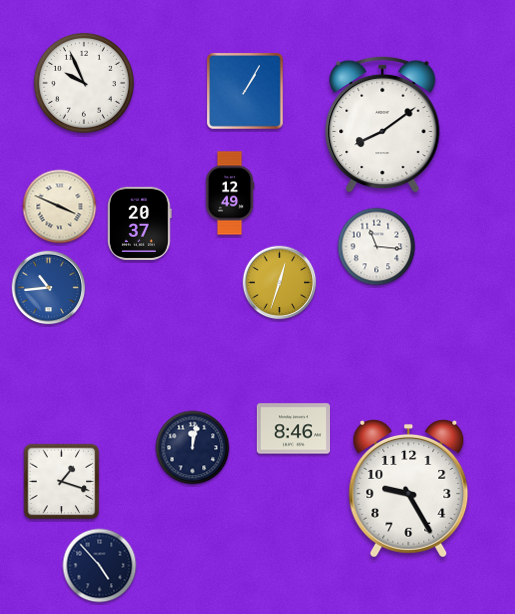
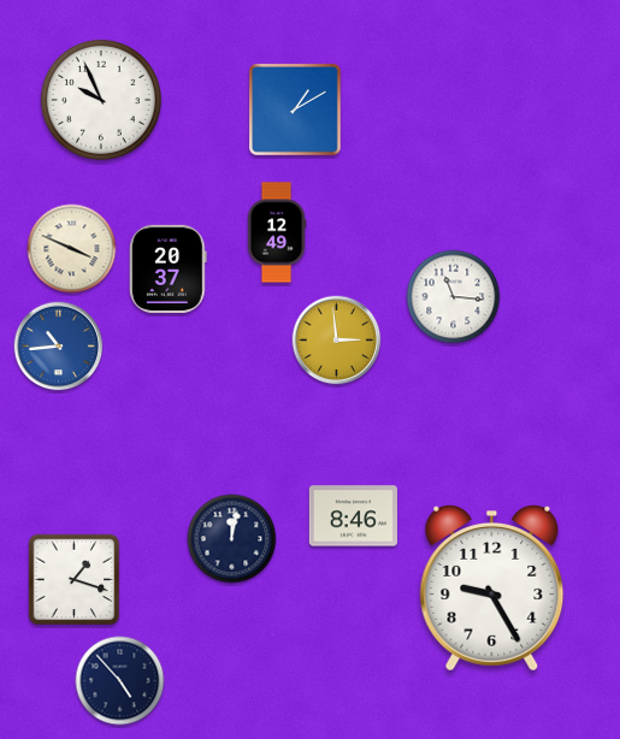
clock at (246, 92): 1:05 -> 1:10
clock at (383, 124): 8:09 -> none
clock at (280, 283): 12:33 -> 2:59
